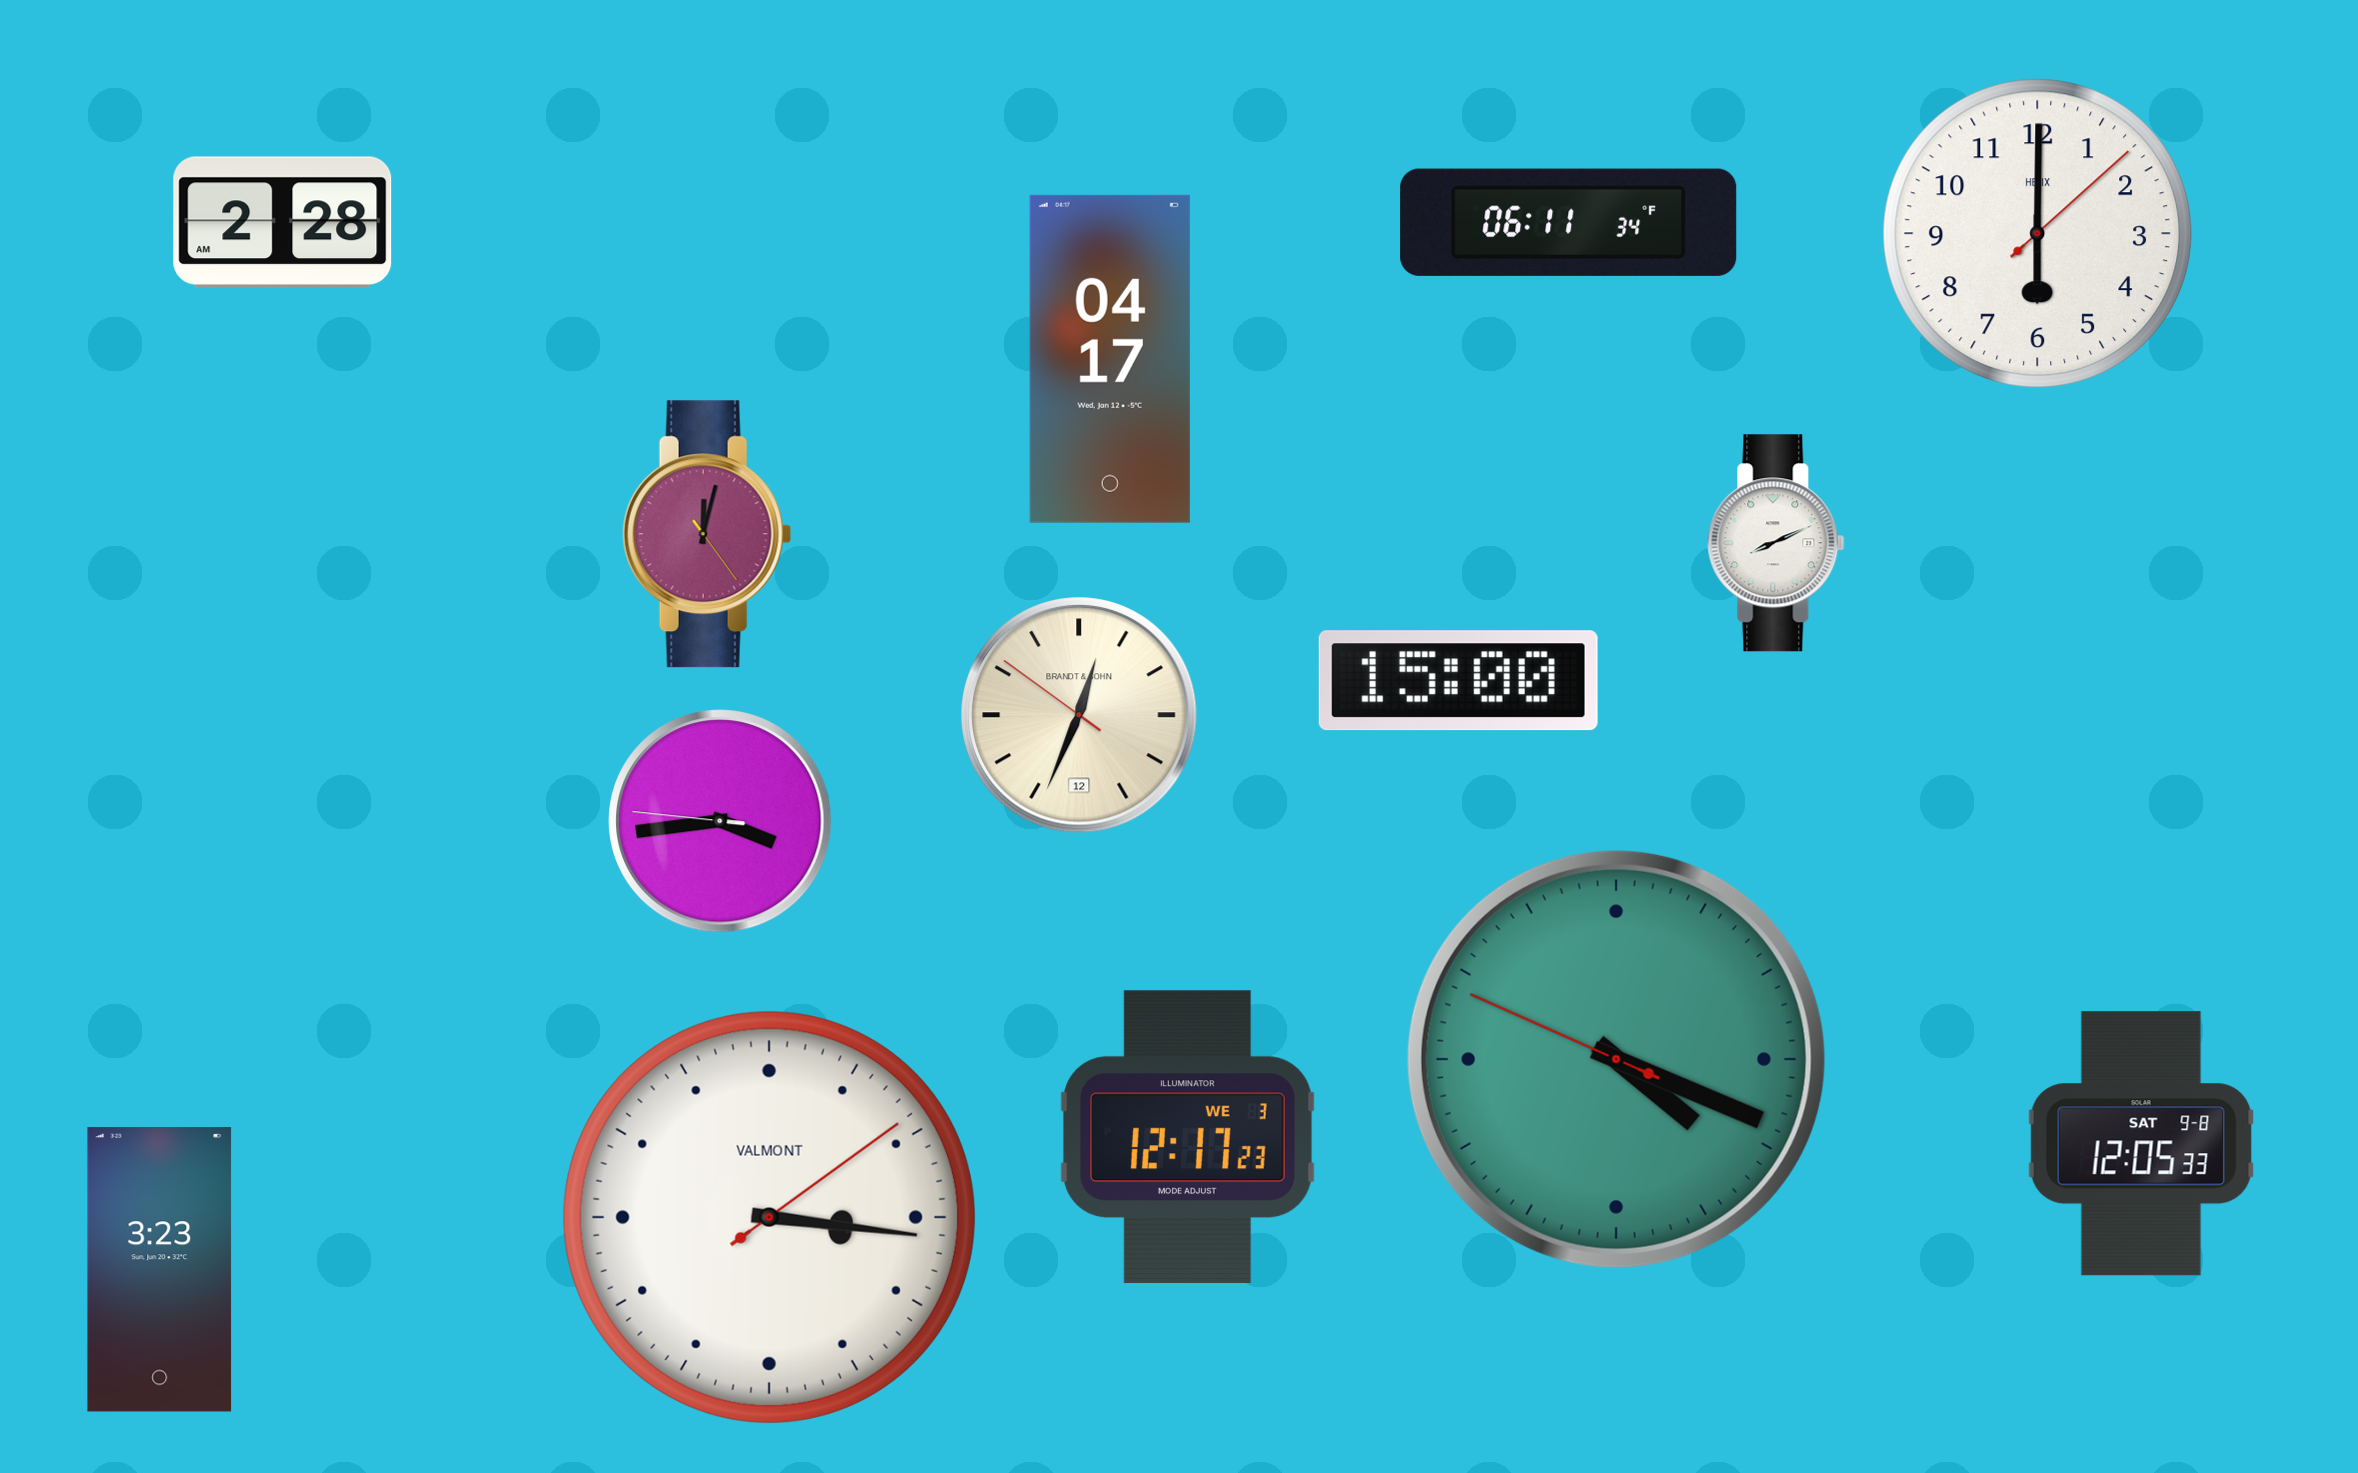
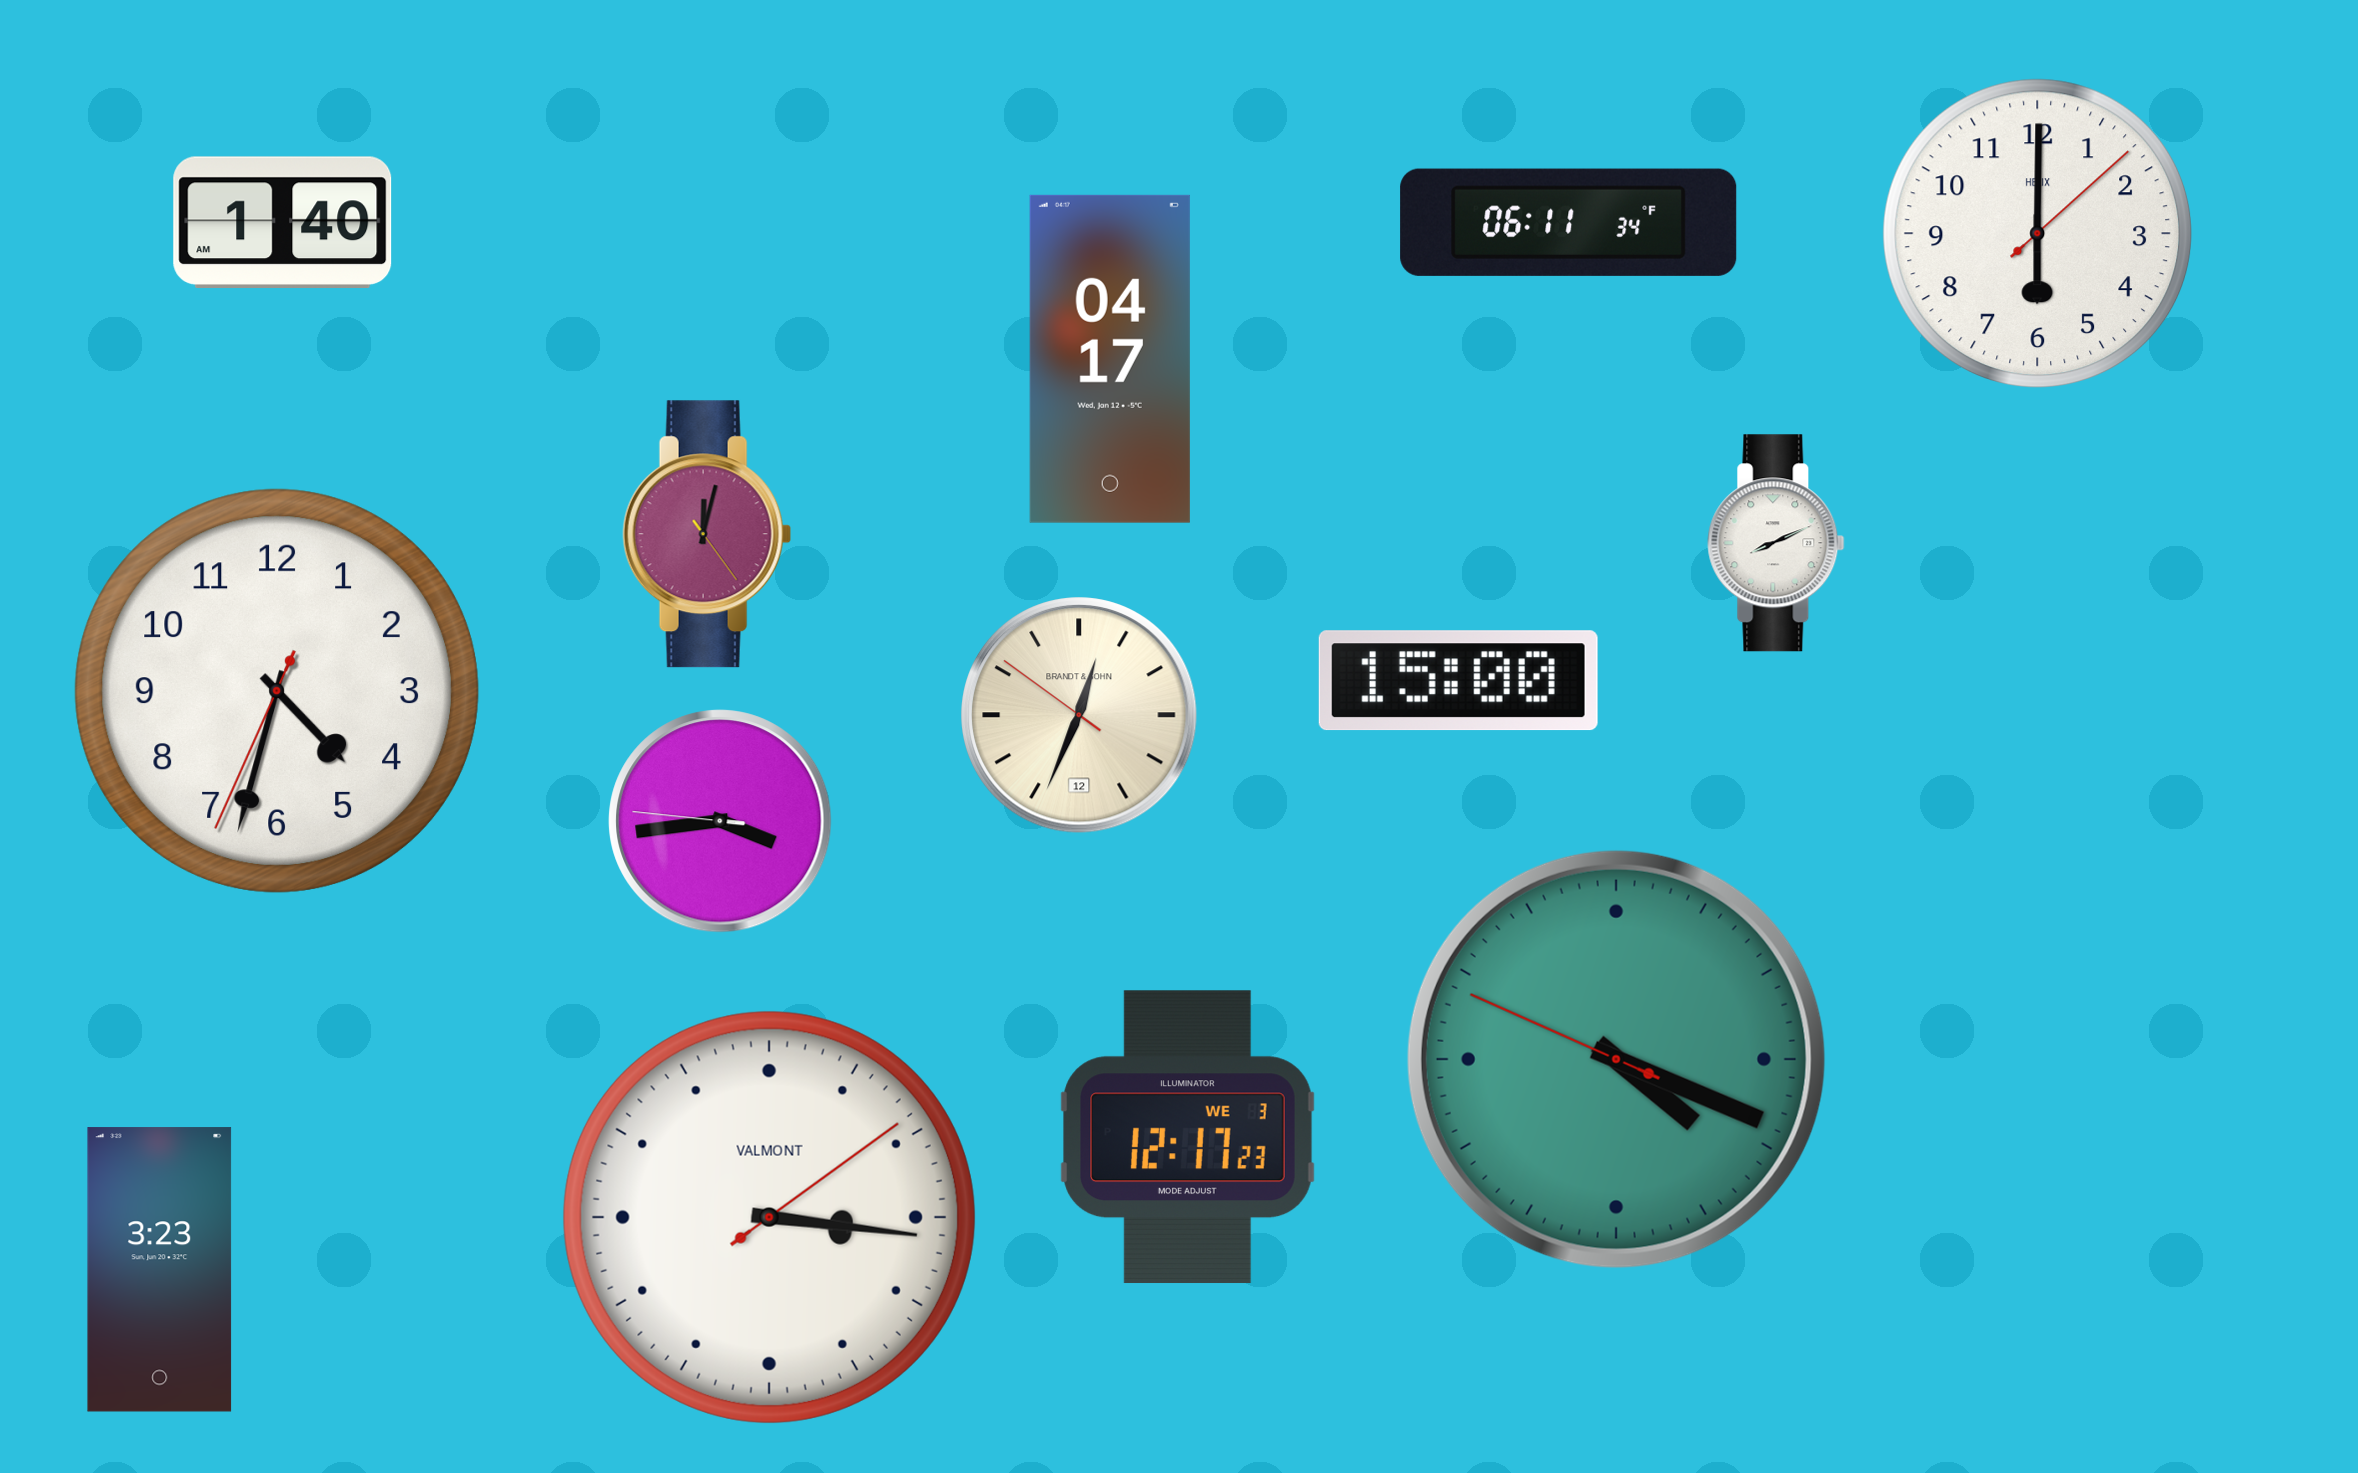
clock at (283, 222): 2:28 -> 1:40
clock at (277, 691): none -> 4:32
clock at (2142, 1144): 12:05 -> none
